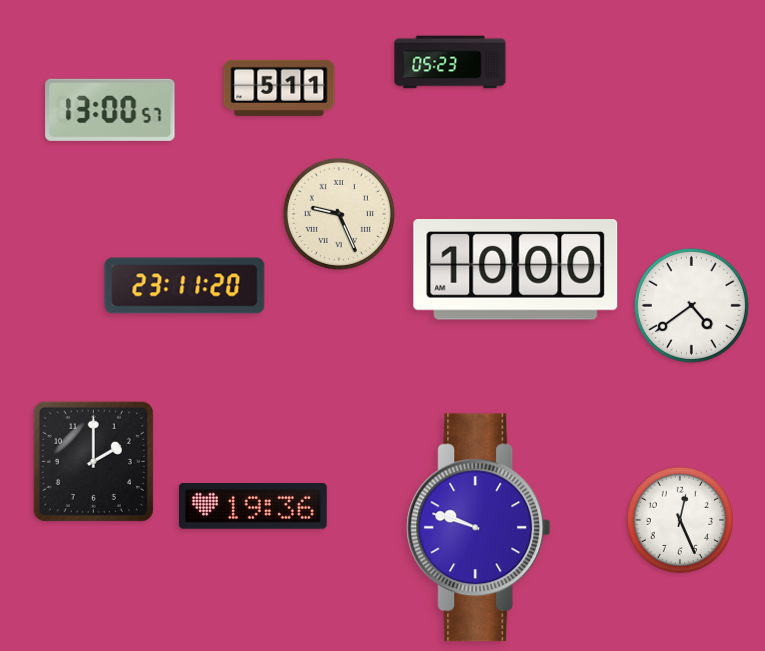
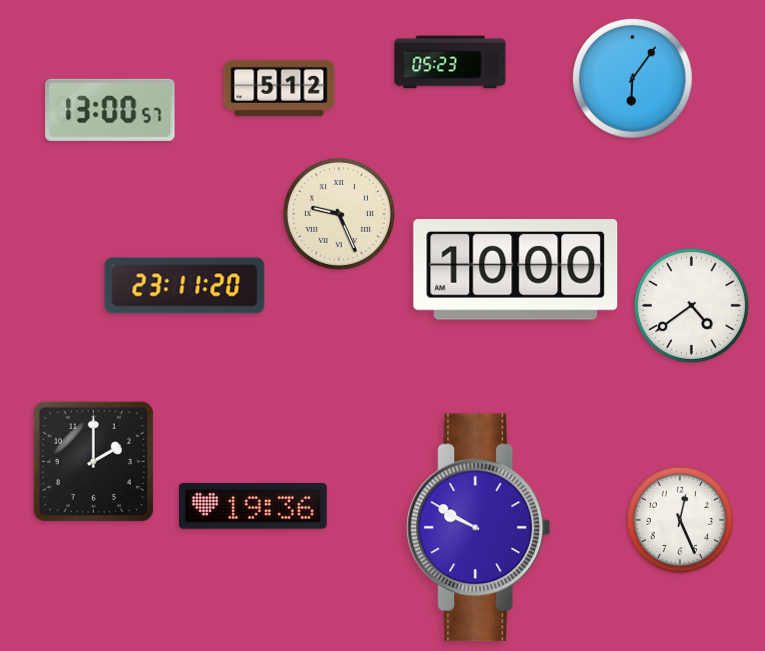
clock at (632, 78): none -> 6:06
clock at (279, 88): 5:11 -> 5:12
clock at (479, 528): 9:48 -> 9:50
